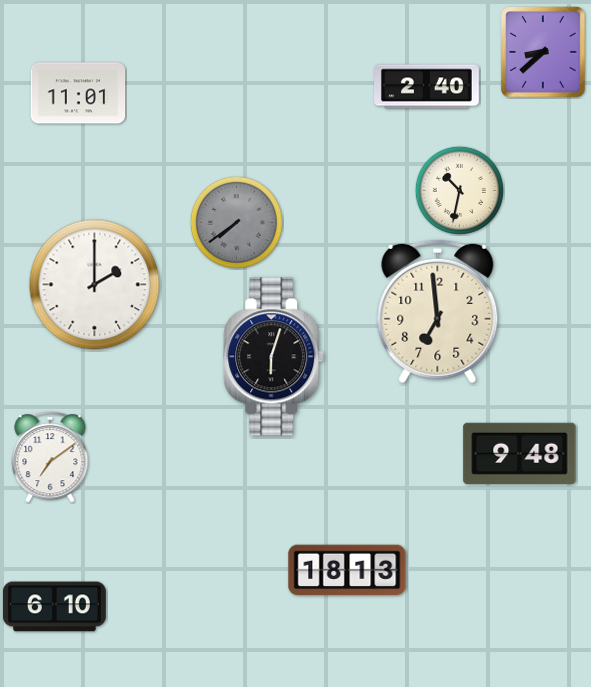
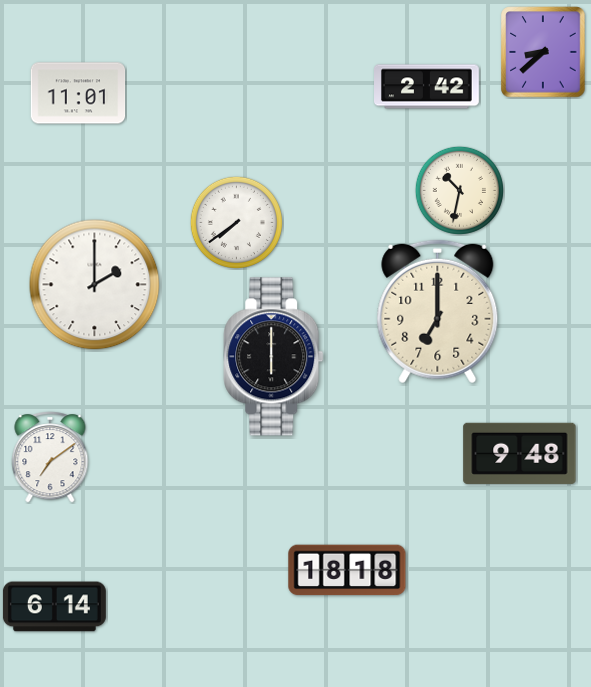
clock at (427, 87): 2:40 -> 2:42
clock at (236, 222) dial: grey -> white
clock at (438, 312): 6:59 -> 7:00
clock at (274, 357): 6:03 -> 6:00
clock at (347, 570): 18:13 -> 18:18
clock at (54, 607): 6:10 -> 6:14
